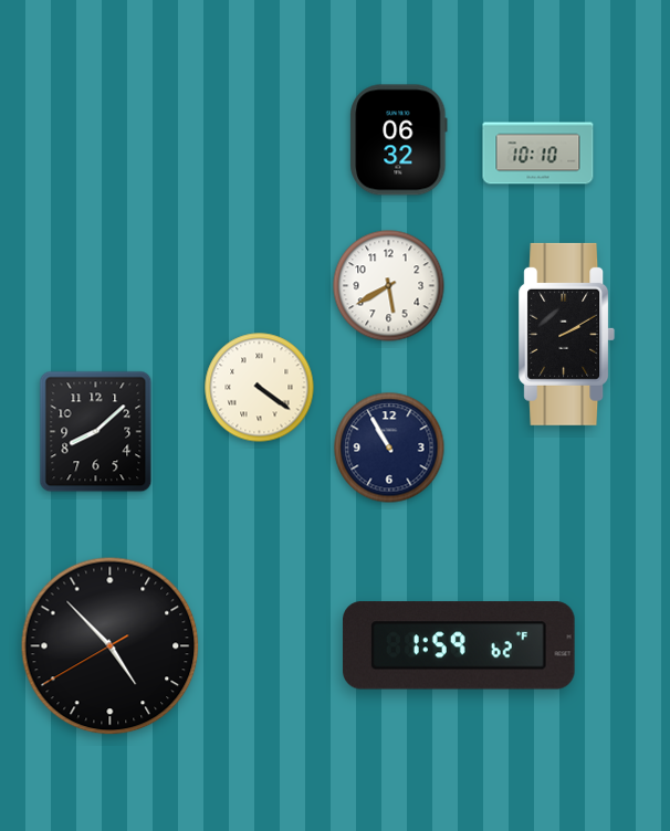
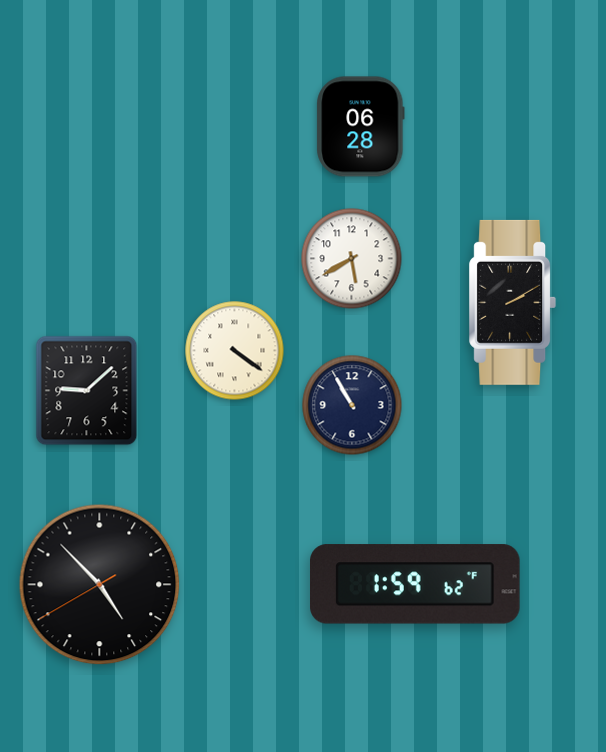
clock at (399, 140): 06:32 -> 06:28
clock at (538, 154): 10:10 -> none
clock at (96, 432): 8:08 -> 9:08
